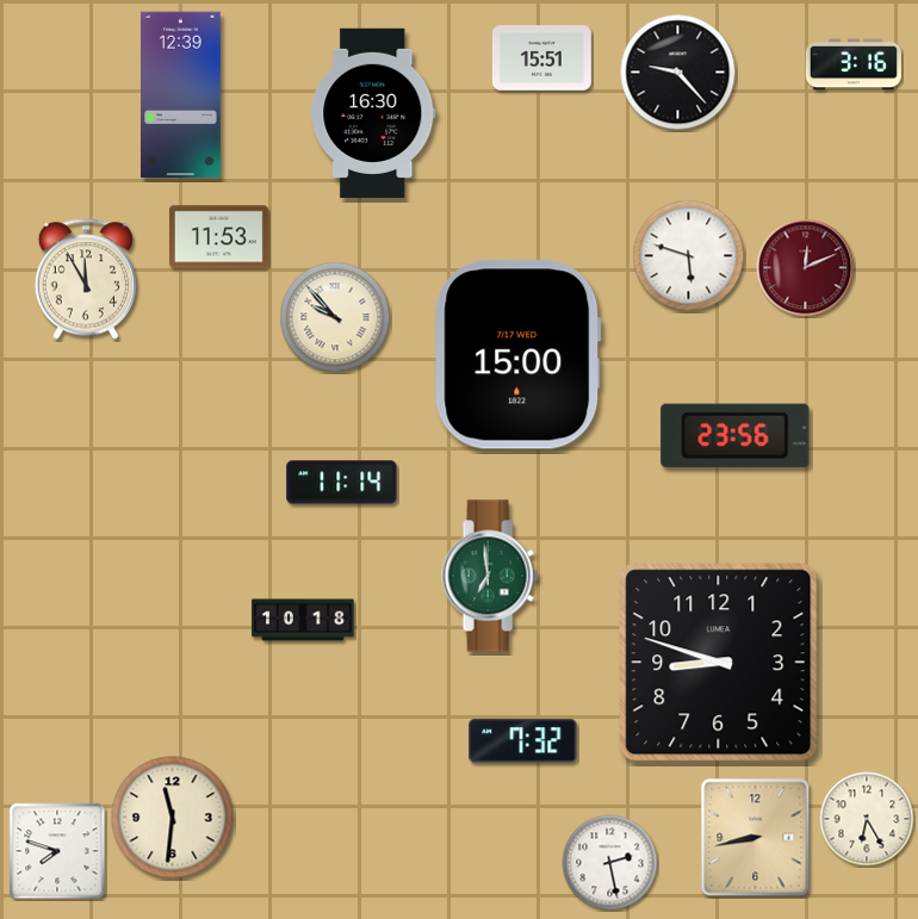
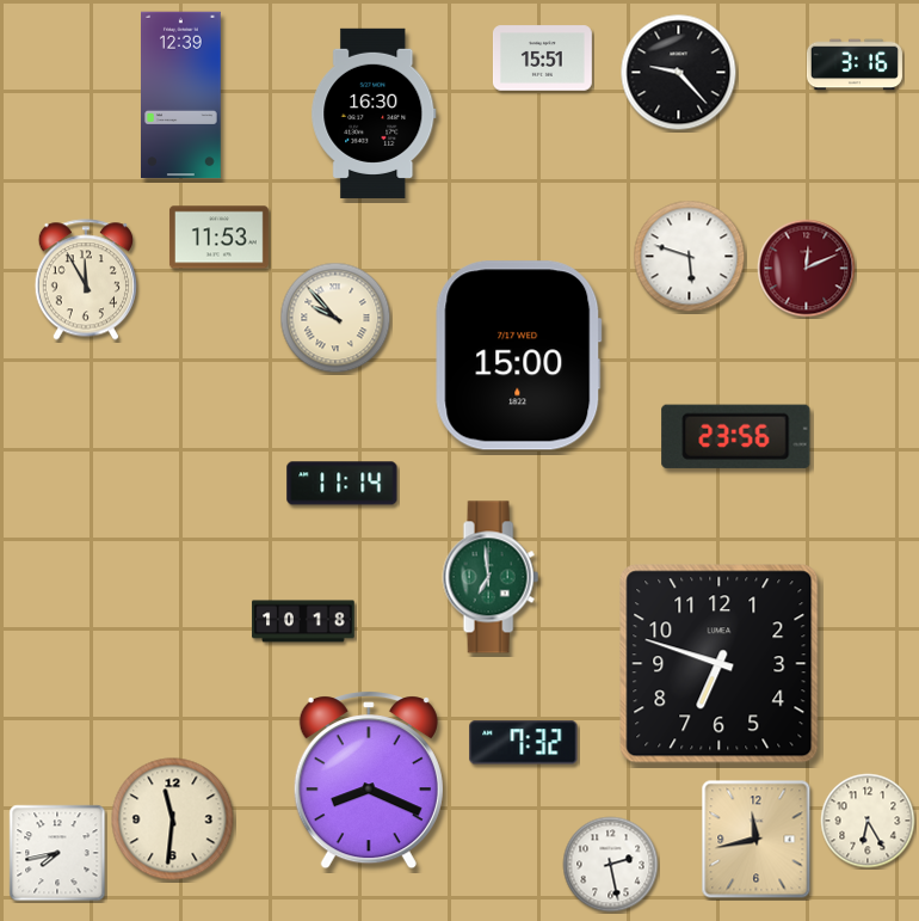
clock at (719, 663): 8:48 -> 6:48
clock at (369, 780): none -> 8:19
clock at (756, 838): 8:43 -> 11:43
clock at (57, 851): 7:48 -> 7:43
